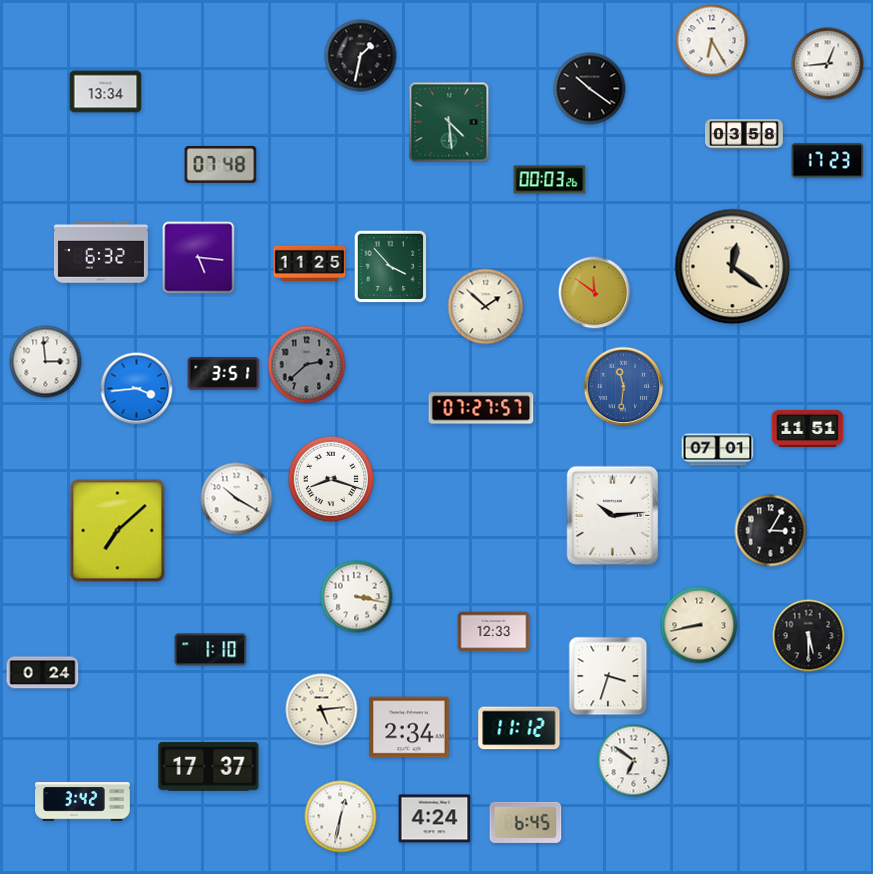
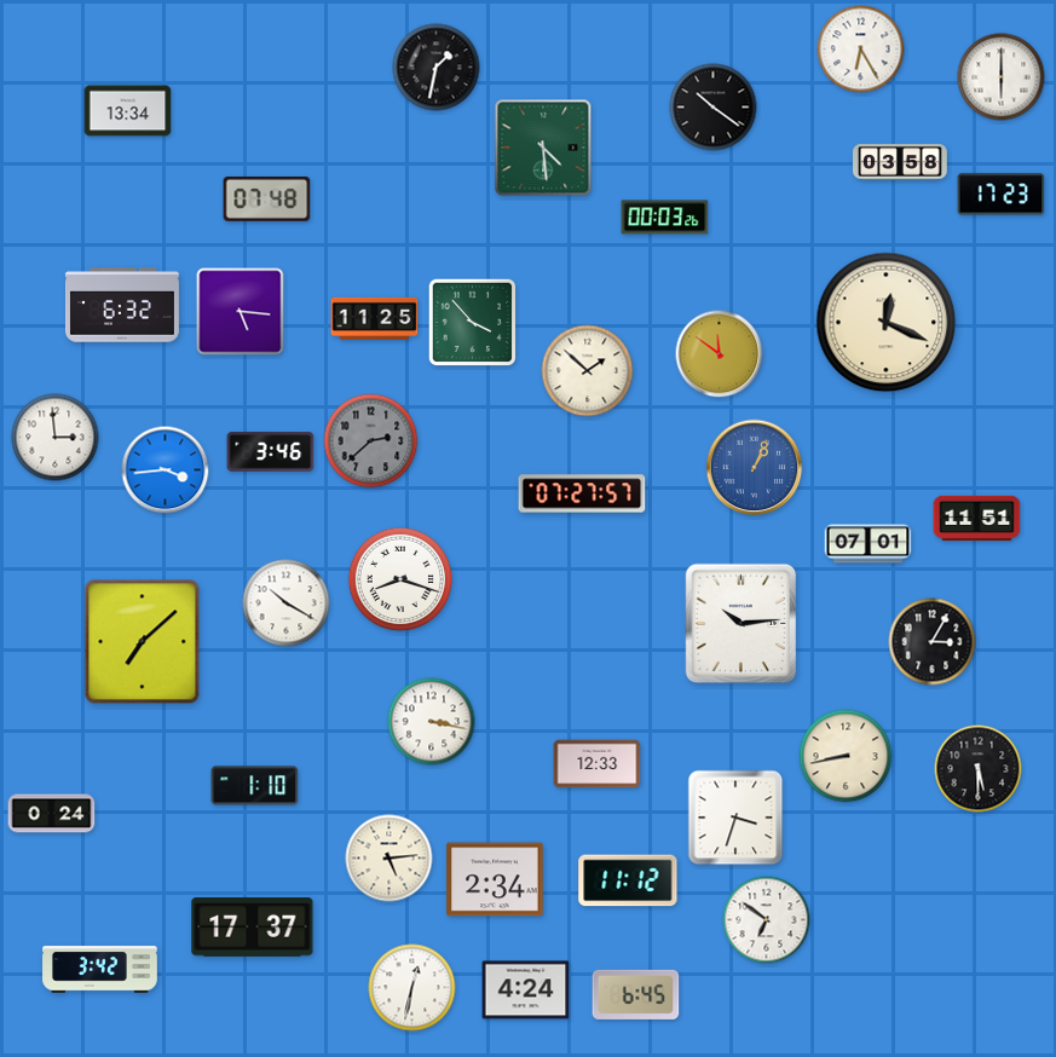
clock at (828, 64): 12:44 -> 6:00
clock at (733, 267): 12:21 -> 12:19
clock at (224, 374): 3:51 -> 3:46
clock at (624, 387): 11:31 -> 1:04
